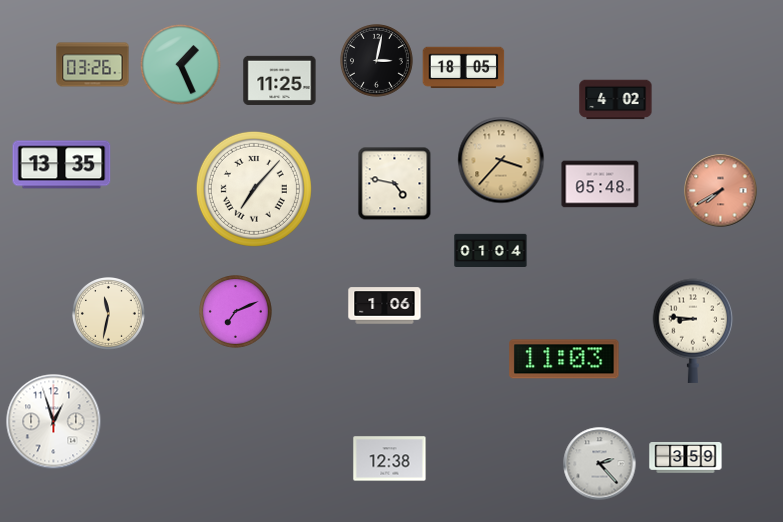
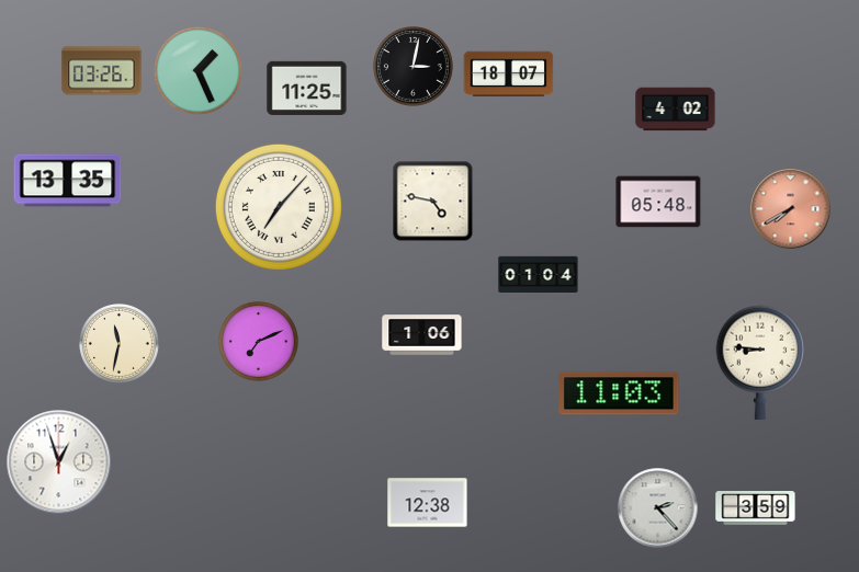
clock at (464, 68): 18:05 -> 18:07
clock at (501, 160): 3:37 -> none
clock at (686, 458) position: (686, 458) -> (756, 508)
